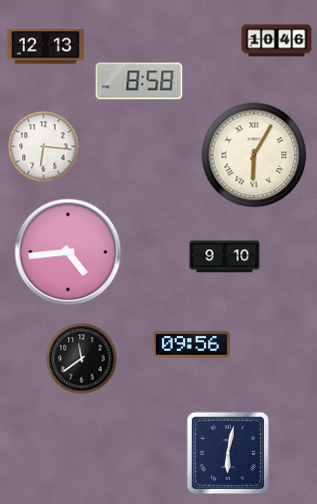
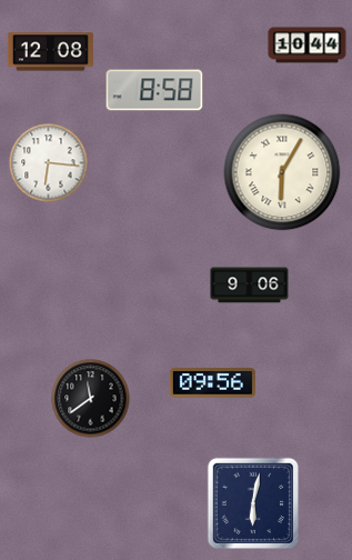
clock at (277, 41): 10:46 -> 10:44
clock at (45, 47): 12:13 -> 12:08
clock at (68, 252): 4:44 -> none
clock at (225, 257): 9:10 -> 9:06
